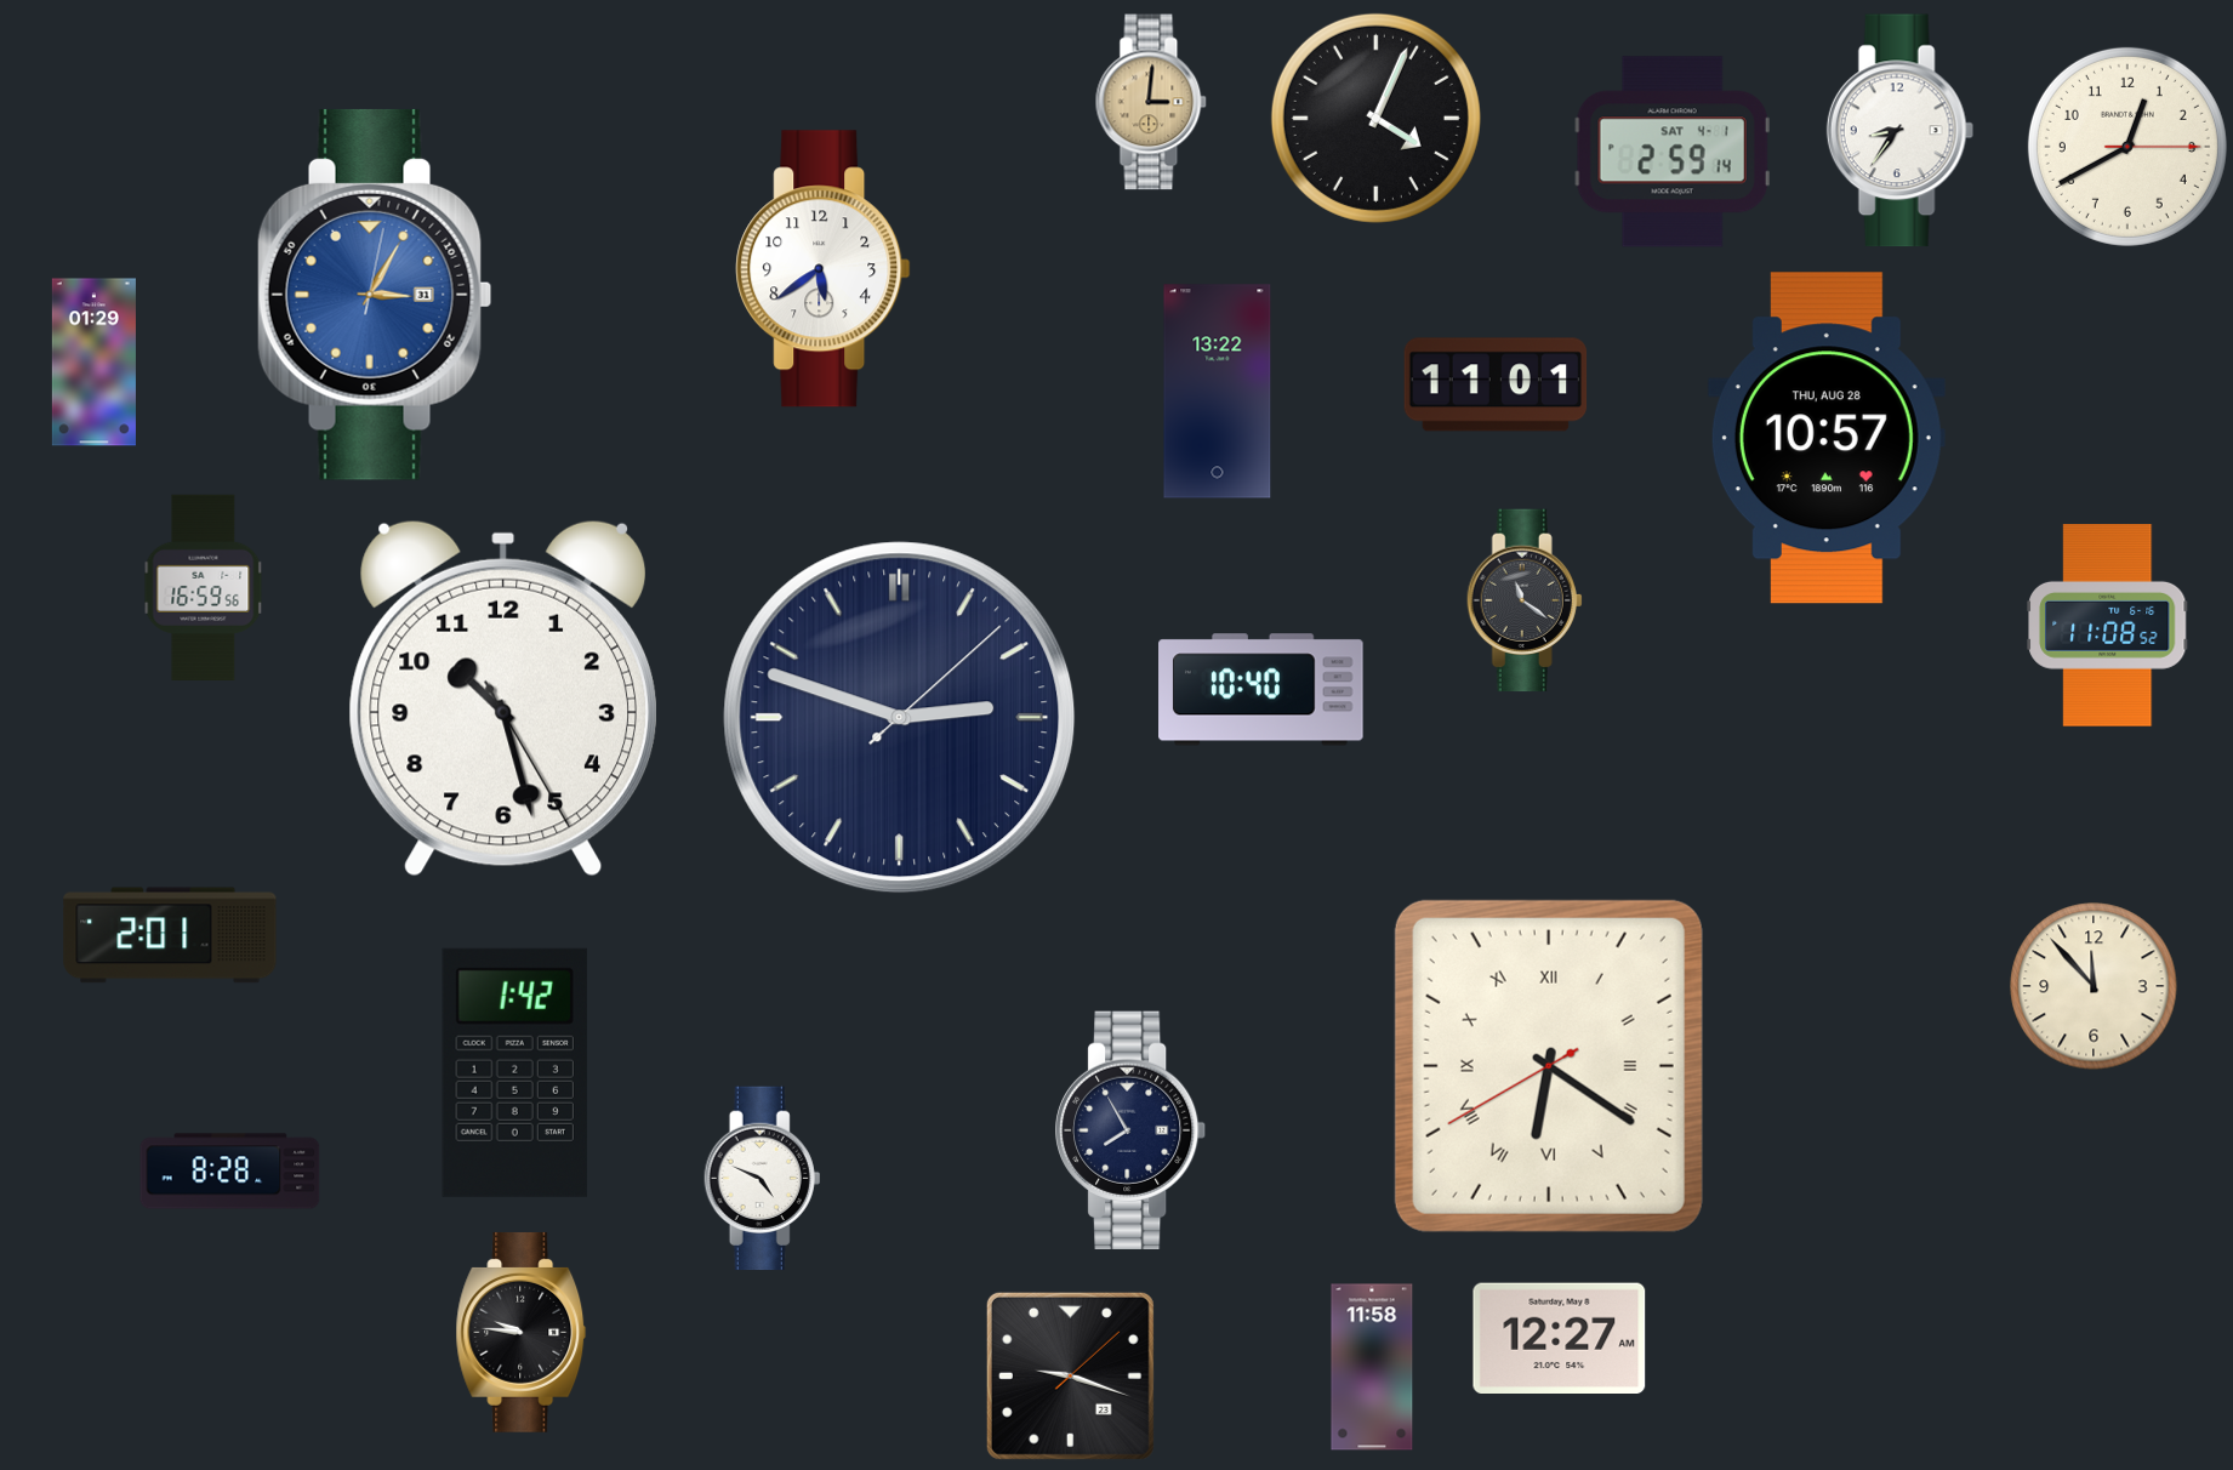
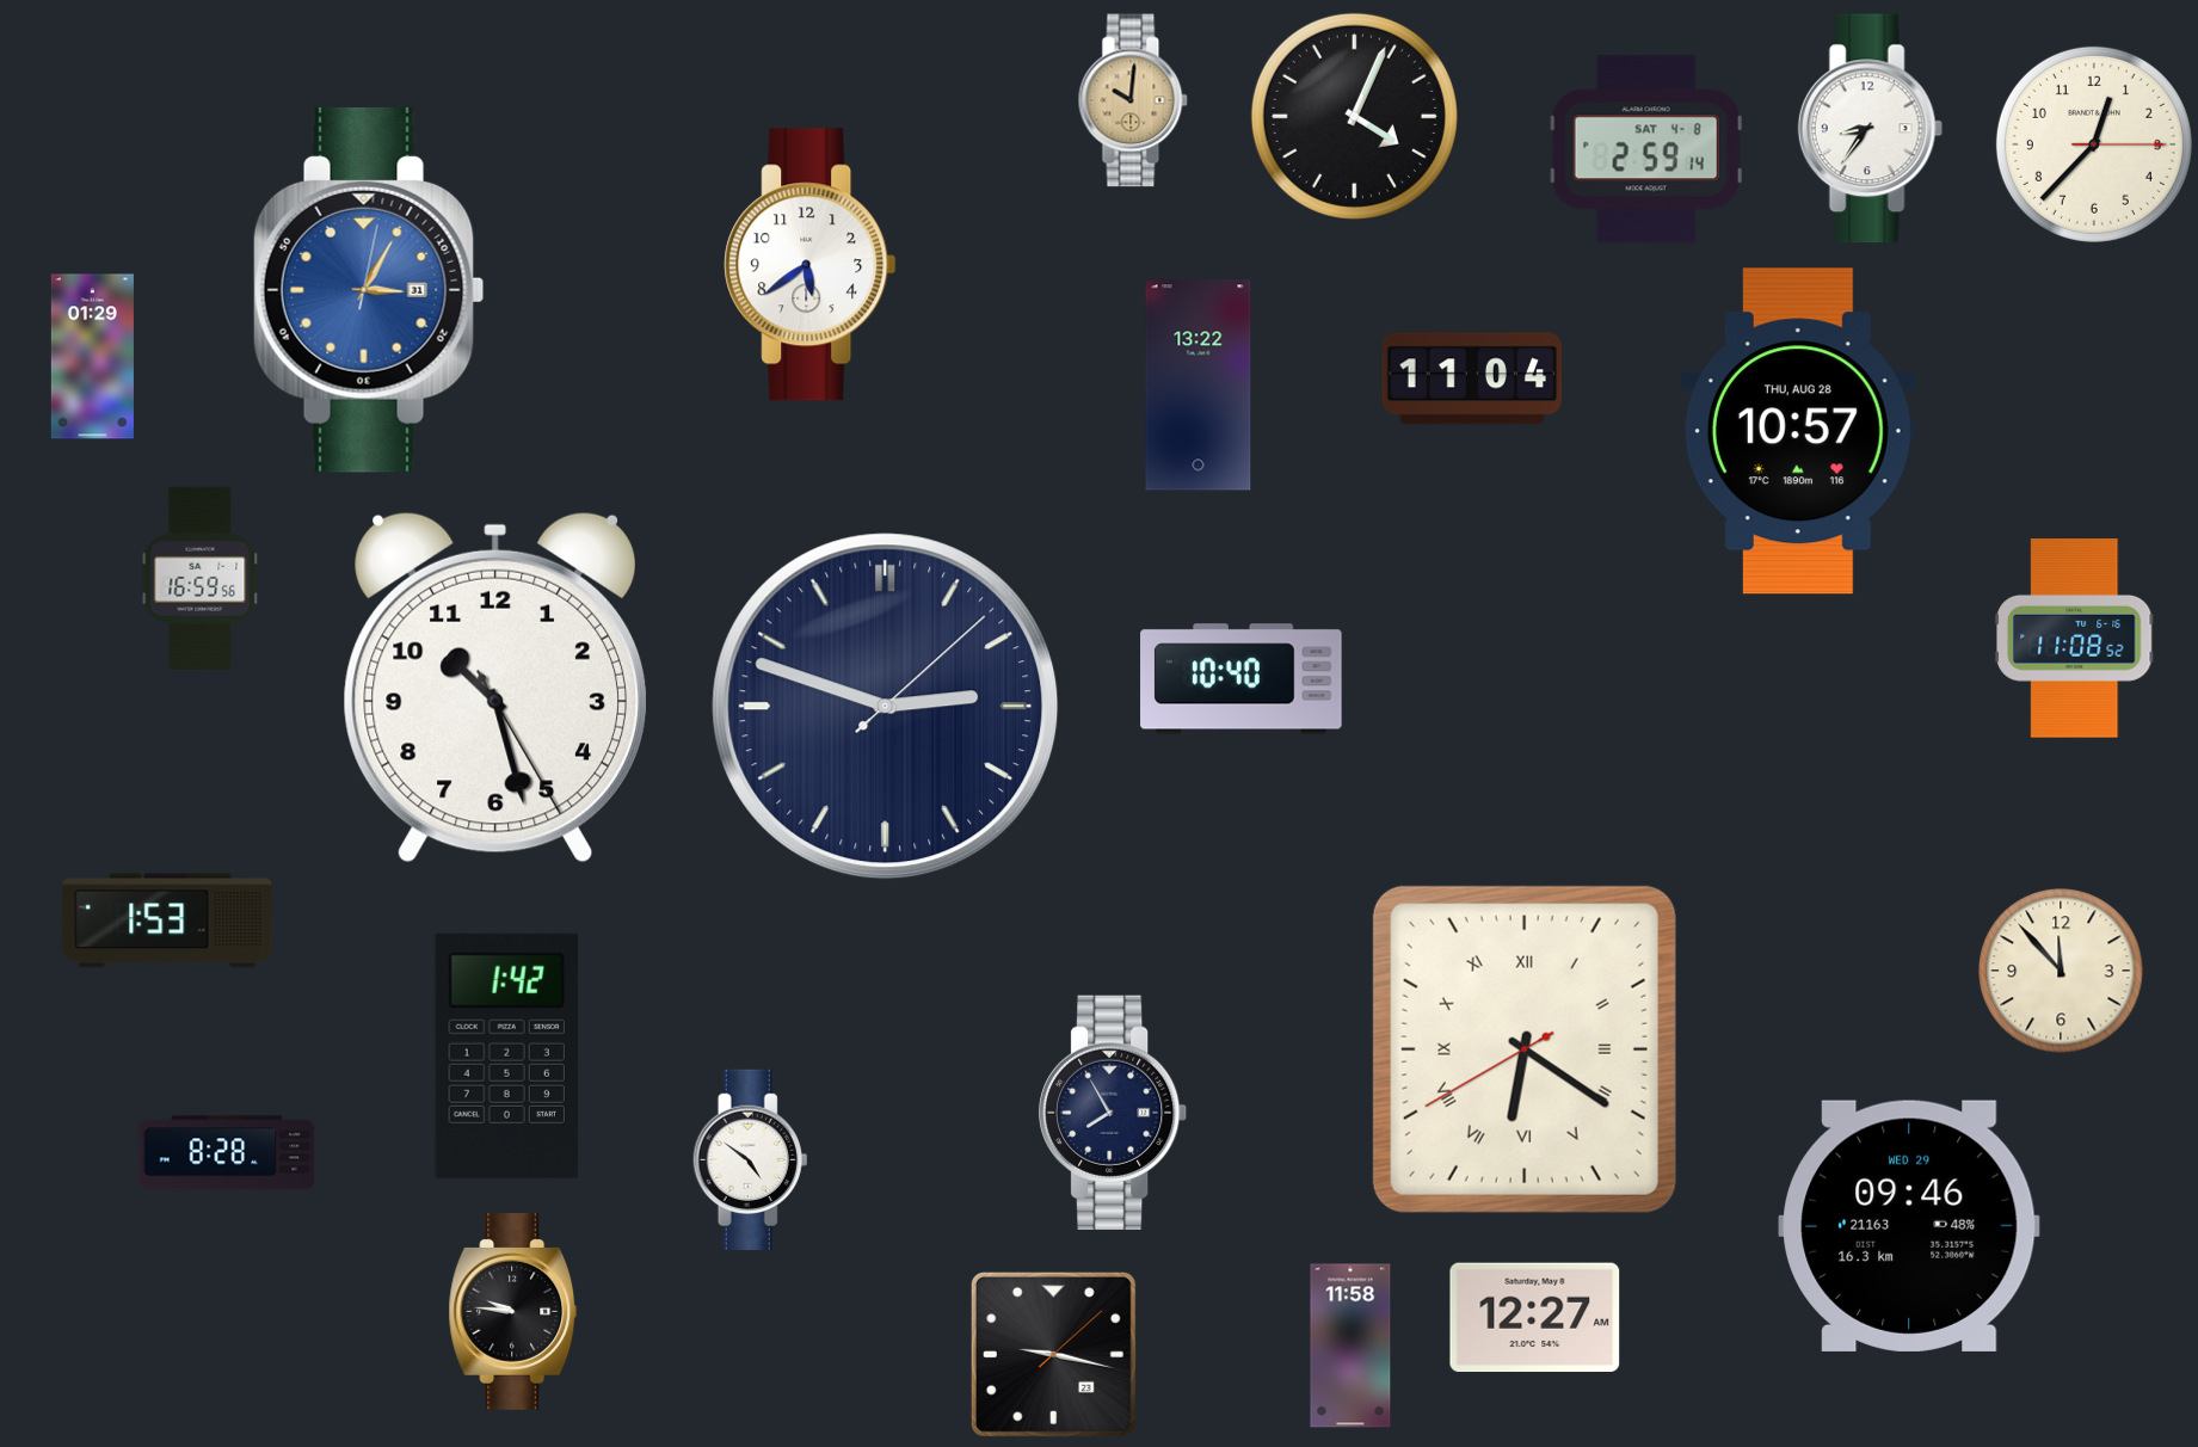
clock at (1151, 102): 3:01 -> 10:01
clock at (2127, 147): 12:40 -> 12:37
clock at (1673, 152) date: SAT 4-1 -> SAT 4-8
clock at (1496, 384): 11:01 -> 11:04
clock at (1525, 600): 11:21 -> none
clock at (2108, 626) position: (2108, 626) -> (2075, 639)
clock at (170, 935): 2:01 -> 1:53
clock at (763, 1179): 4:49 -> 4:51
clock at (1909, 1226): none -> 09:46
clock at (1070, 1375): 9:18 -> 9:17
